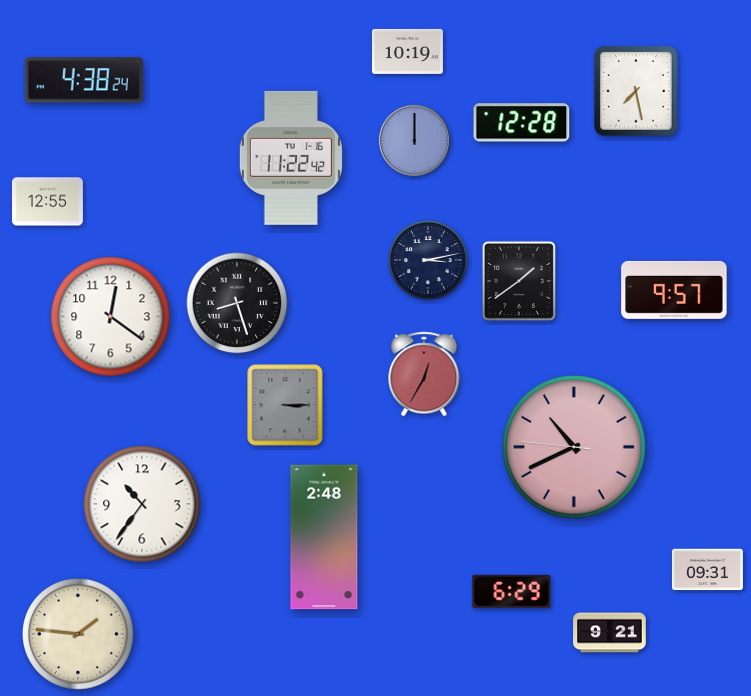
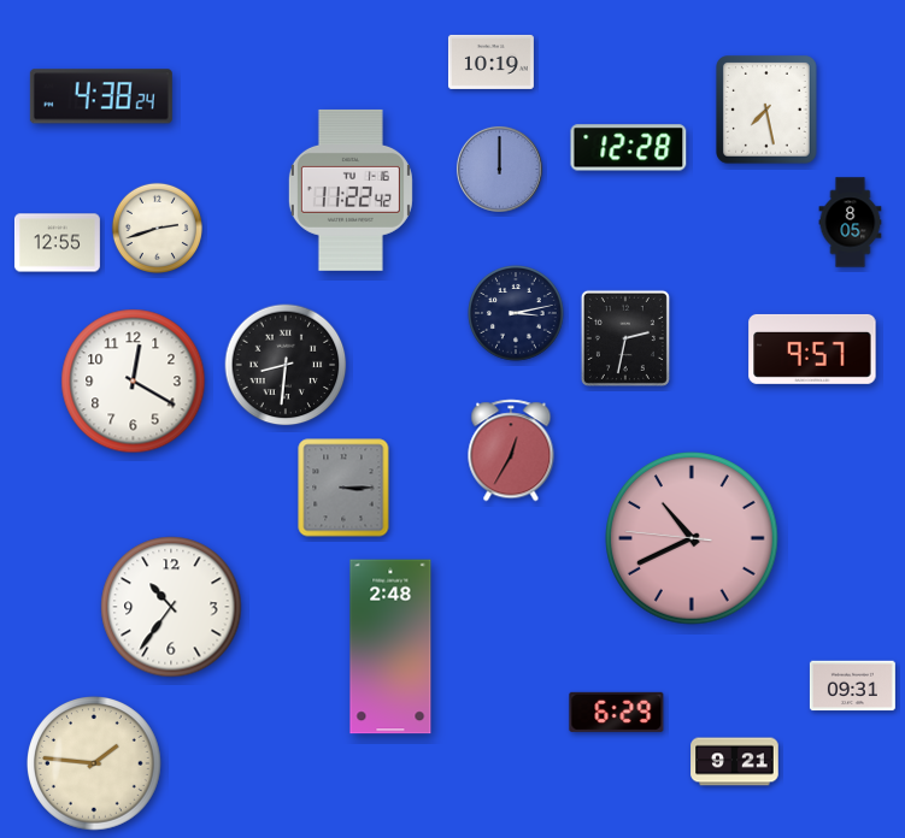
clock at (851, 223): none -> 8:05
clock at (157, 228): none -> 2:42
clock at (519, 281): 1:39 -> 2:32
clock at (237, 303): 8:27 -> 8:31
clock at (111, 317): 12:21 -> 12:20
